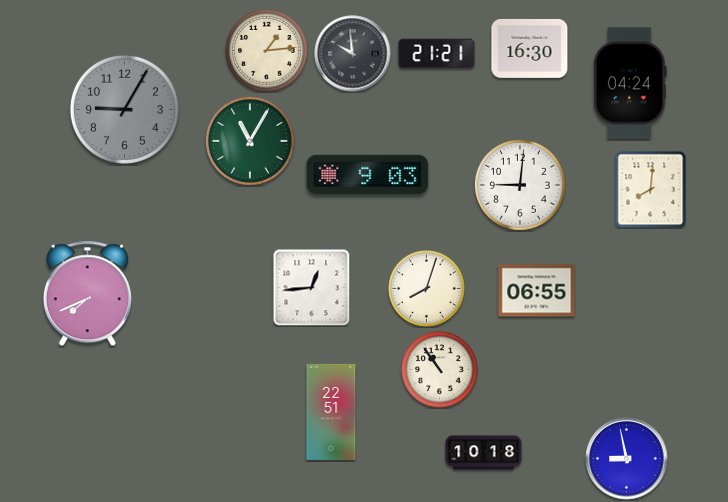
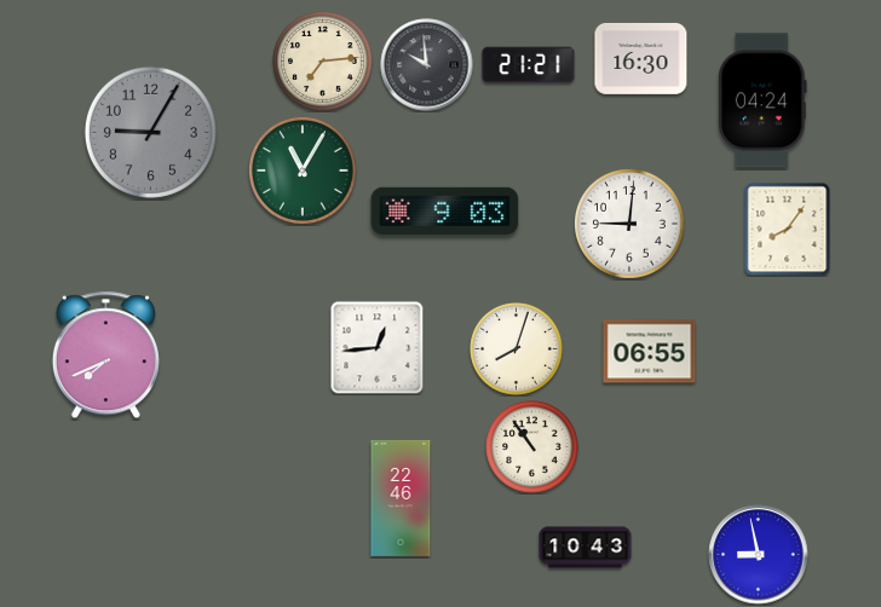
clock at (267, 51): 1:14 -> 7:14
clock at (651, 189): 8:01 -> 8:06
clock at (331, 412): 22:51 -> 22:46
clock at (484, 453): 10:18 -> 10:43
